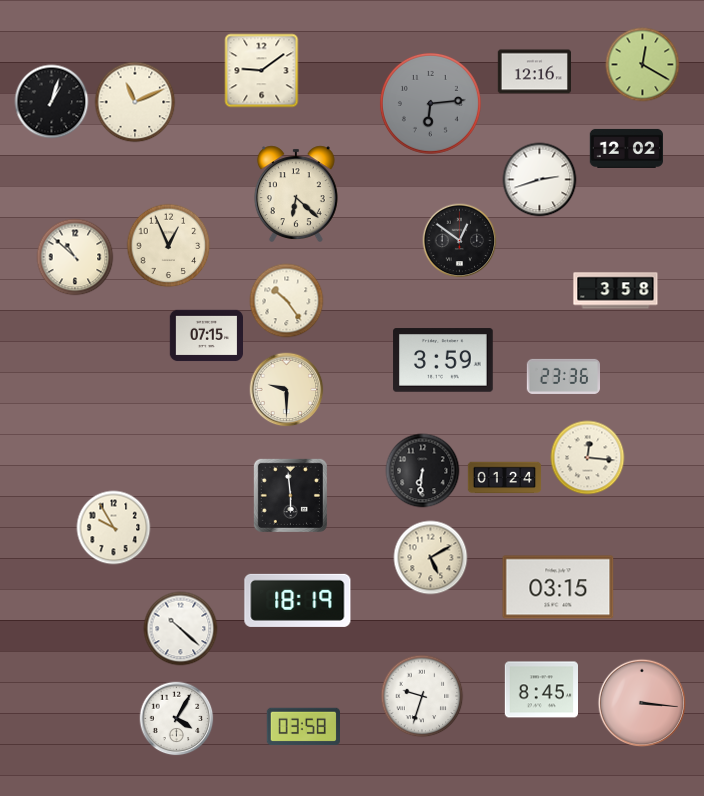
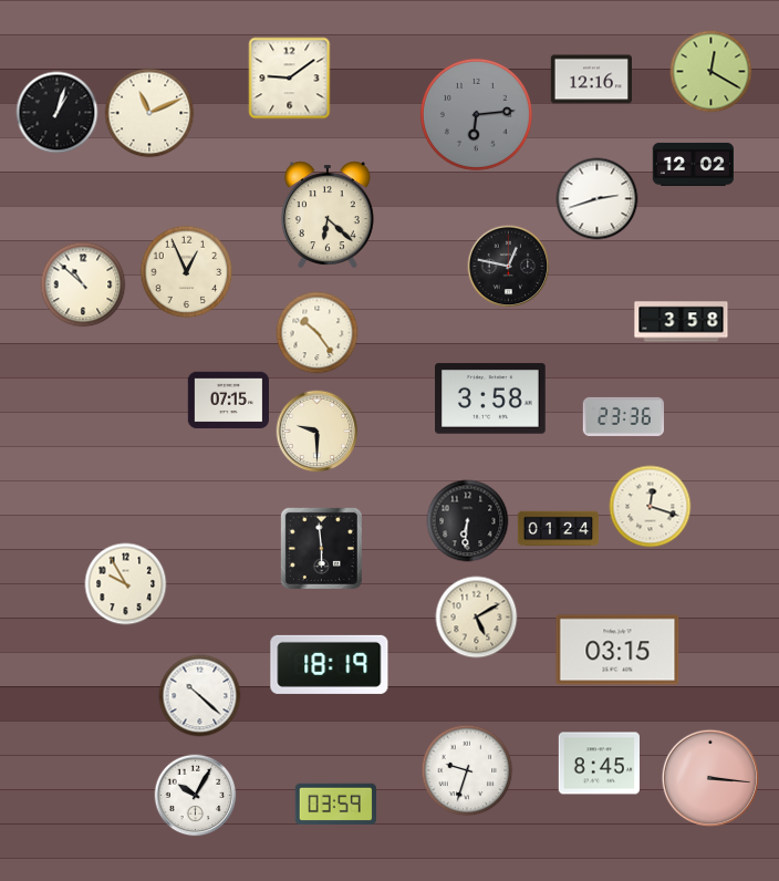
clock at (460, 241): 12:51 -> 12:47
clock at (207, 336) position: (207, 336) -> (229, 401)
clock at (443, 360): 3:59 -> 3:58
clock at (588, 458): 12:16 -> 12:18
clock at (177, 719): 4:05 -> 10:05
clock at (303, 726): 03:58 -> 03:59
